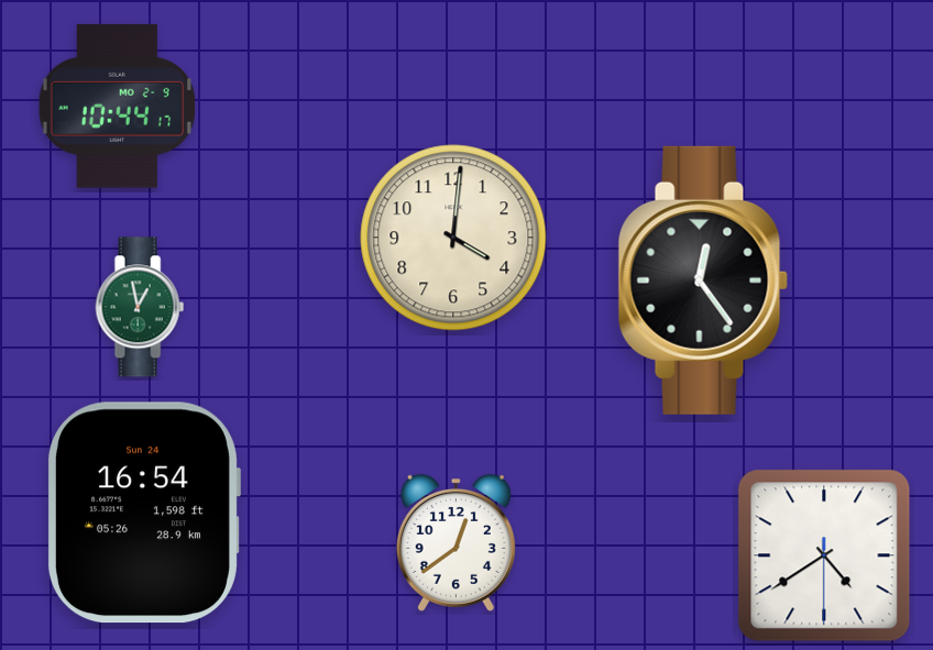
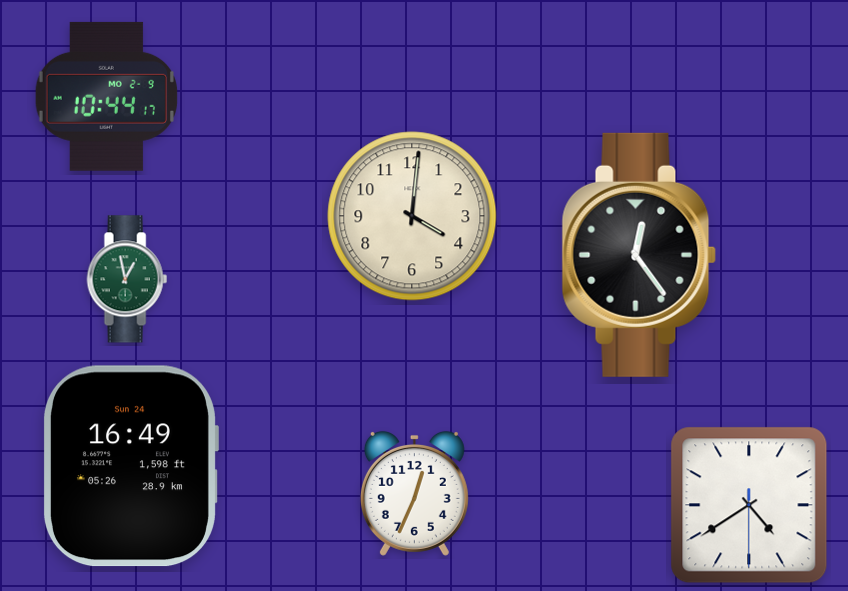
clock at (143, 513): 16:54 -> 16:49
clock at (455, 542): 12:39 -> 12:34
